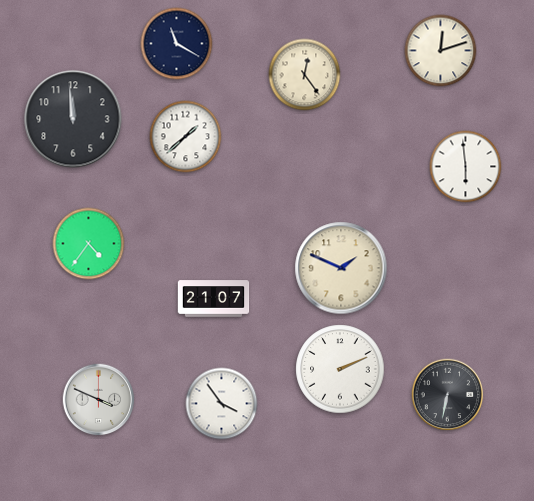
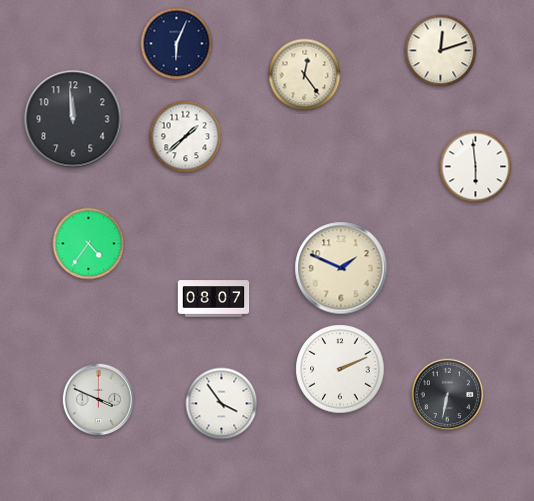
clock at (177, 44): 11:20 -> 6:04
clock at (466, 167) position: (466, 167) -> (476, 167)
clock at (214, 299): 21:07 -> 08:07
